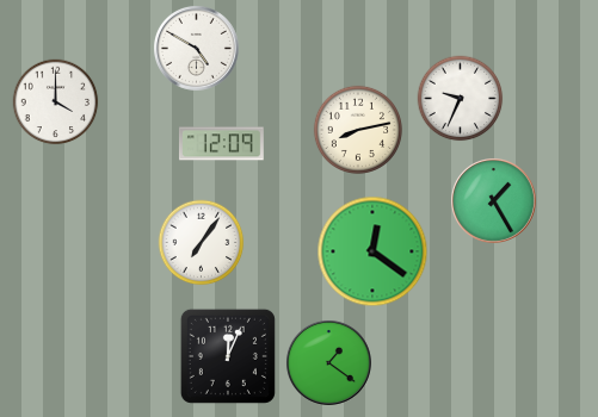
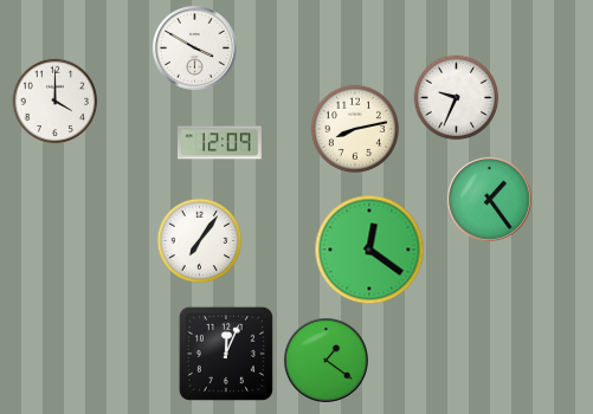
clock at (196, 48): 4:50 -> 3:50
clock at (493, 200): 1:25 -> 1:24
